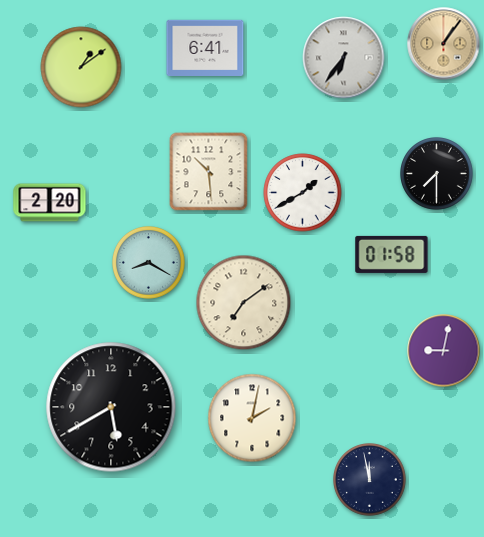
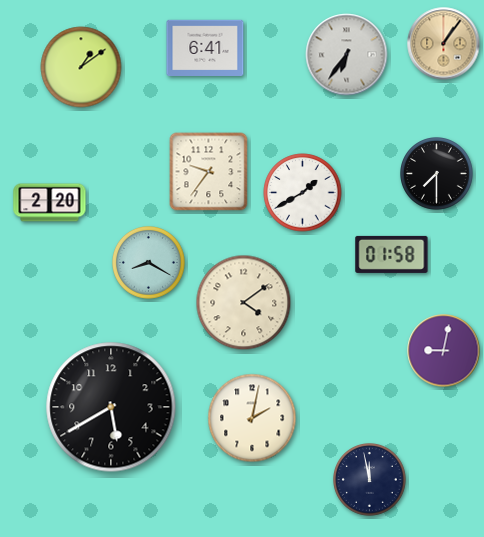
clock at (344, 58) position: (344, 58) -> (347, 55)
clock at (209, 172): 10:29 -> 9:36
clock at (244, 303): 7:09 -> 4:09
